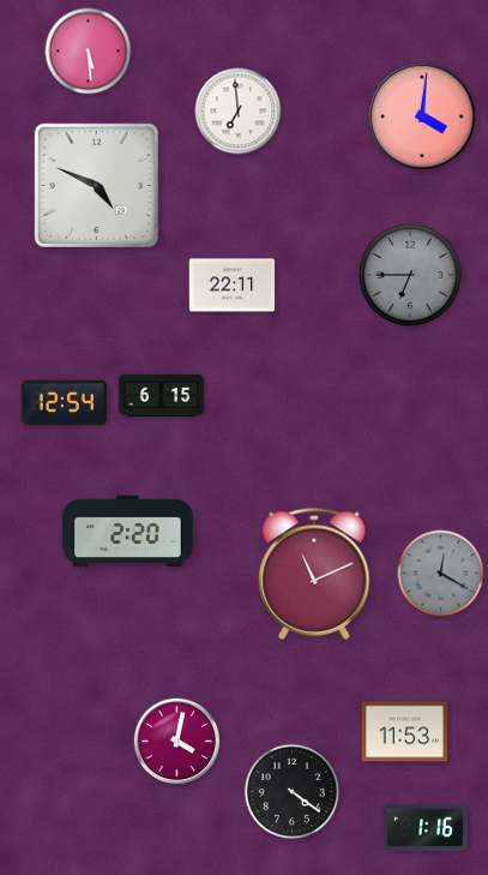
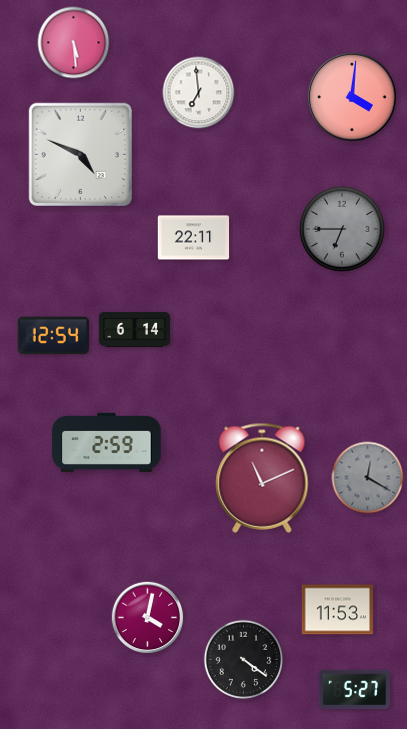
clock at (162, 395): 6:15 -> 6:14
clock at (128, 531): 2:20 -> 2:59
clock at (426, 828): 1:16 -> 5:27
